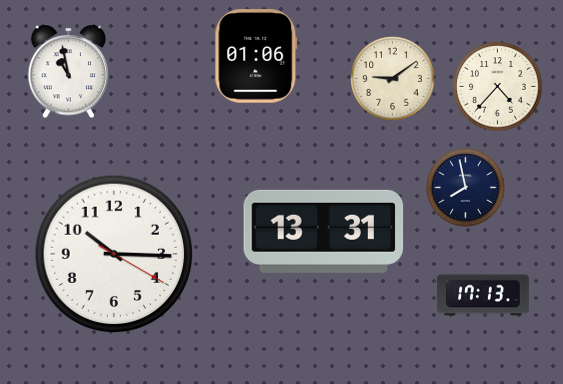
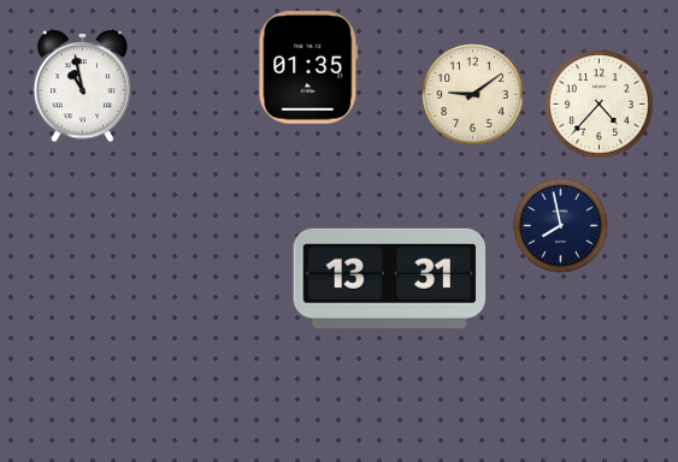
clock at (256, 56): 01:06 -> 01:35
clock at (114, 254): 10:15 -> none
clock at (483, 295): 17:13 -> none
